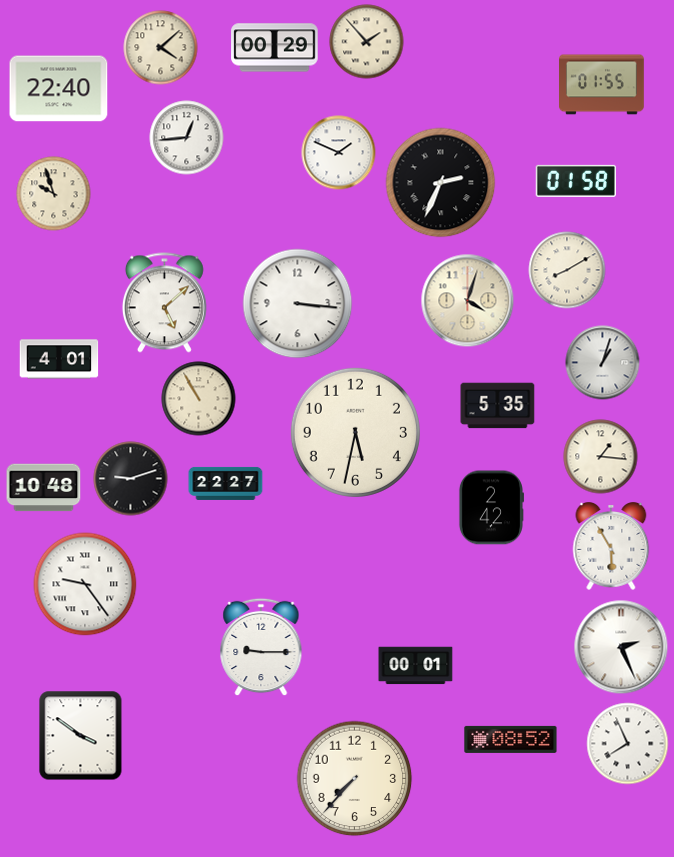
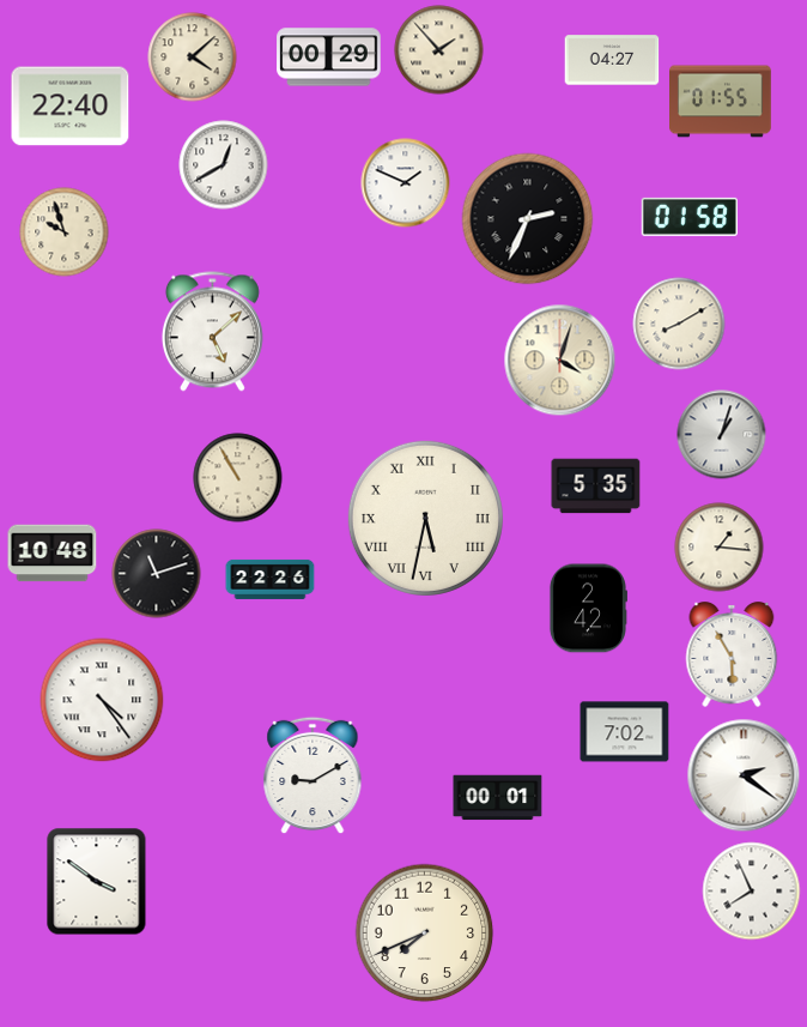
clock at (612, 60): none -> 04:27
clock at (187, 138): 12:44 -> 12:40
clock at (164, 303) position: (164, 303) -> (212, 332)
clock at (298, 304): 3:16 -> none
clock at (59, 359): 4:01 -> none
clock at (355, 432) numerals: Arabic -> Roman
clock at (131, 479): 9:12 -> 11:12
clock at (226, 483): 22:27 -> 22:26
clock at (44, 488) position: (44, 488) -> (53, 554)
clock at (85, 584): 9:24 -> 4:24
clock at (625, 732): none -> 7:02
clock at (261, 647): 9:15 -> 9:10
clock at (621, 647): 2:26 -> 2:21
clock at (511, 739): 08:52 -> none
clock at (355, 779): 7:37 -> 7:41
